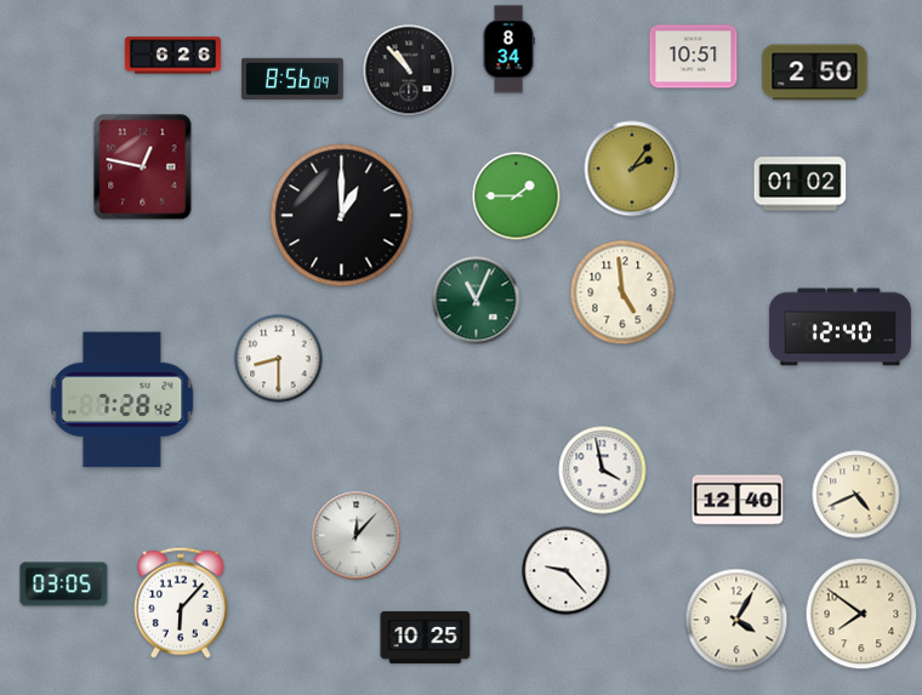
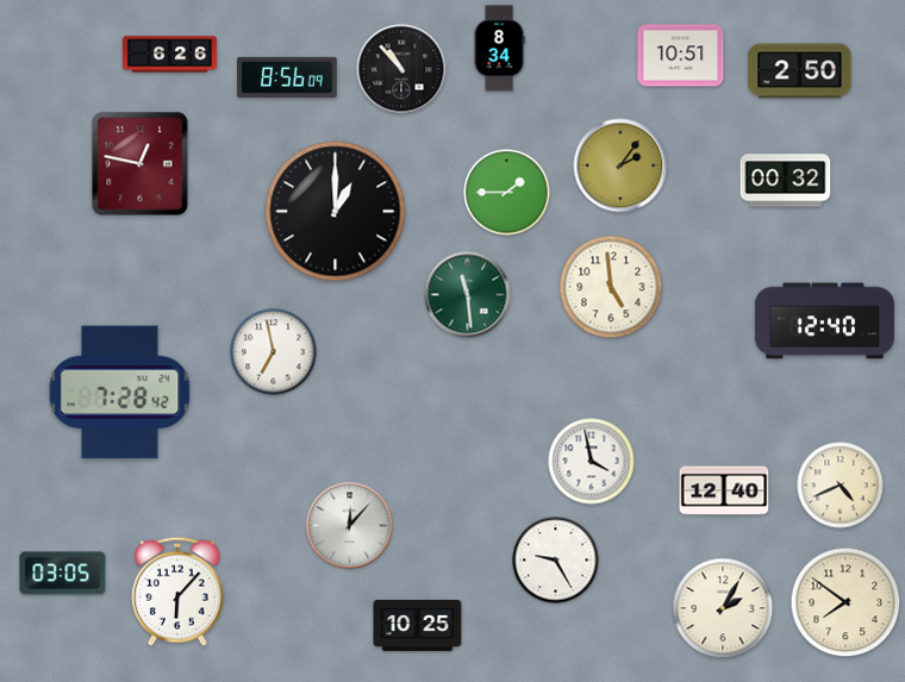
clock at (801, 184): 01:02 -> 00:32
clock at (477, 301): 11:04 -> 11:29
clock at (279, 359): 8:30 -> 6:58
clock at (567, 571): 9:23 -> 9:25
clock at (736, 620): 4:05 -> 2:05
